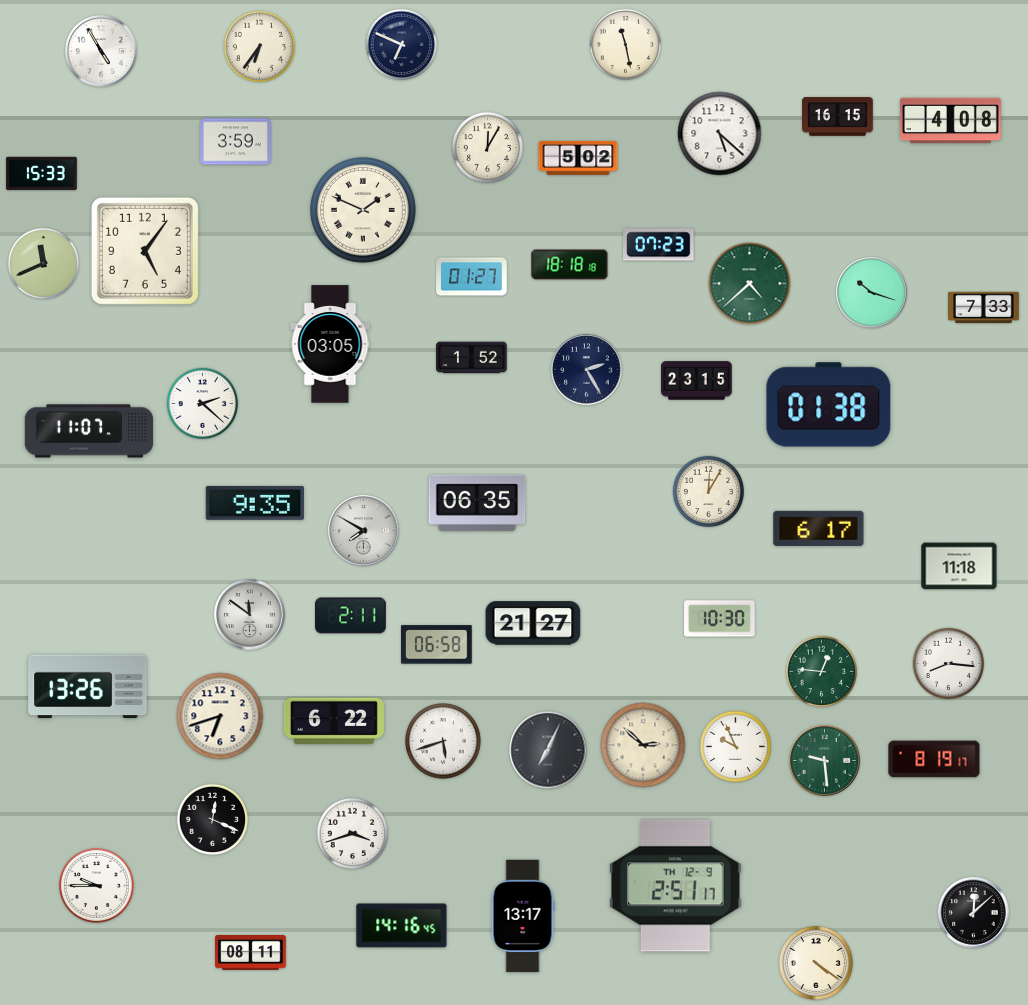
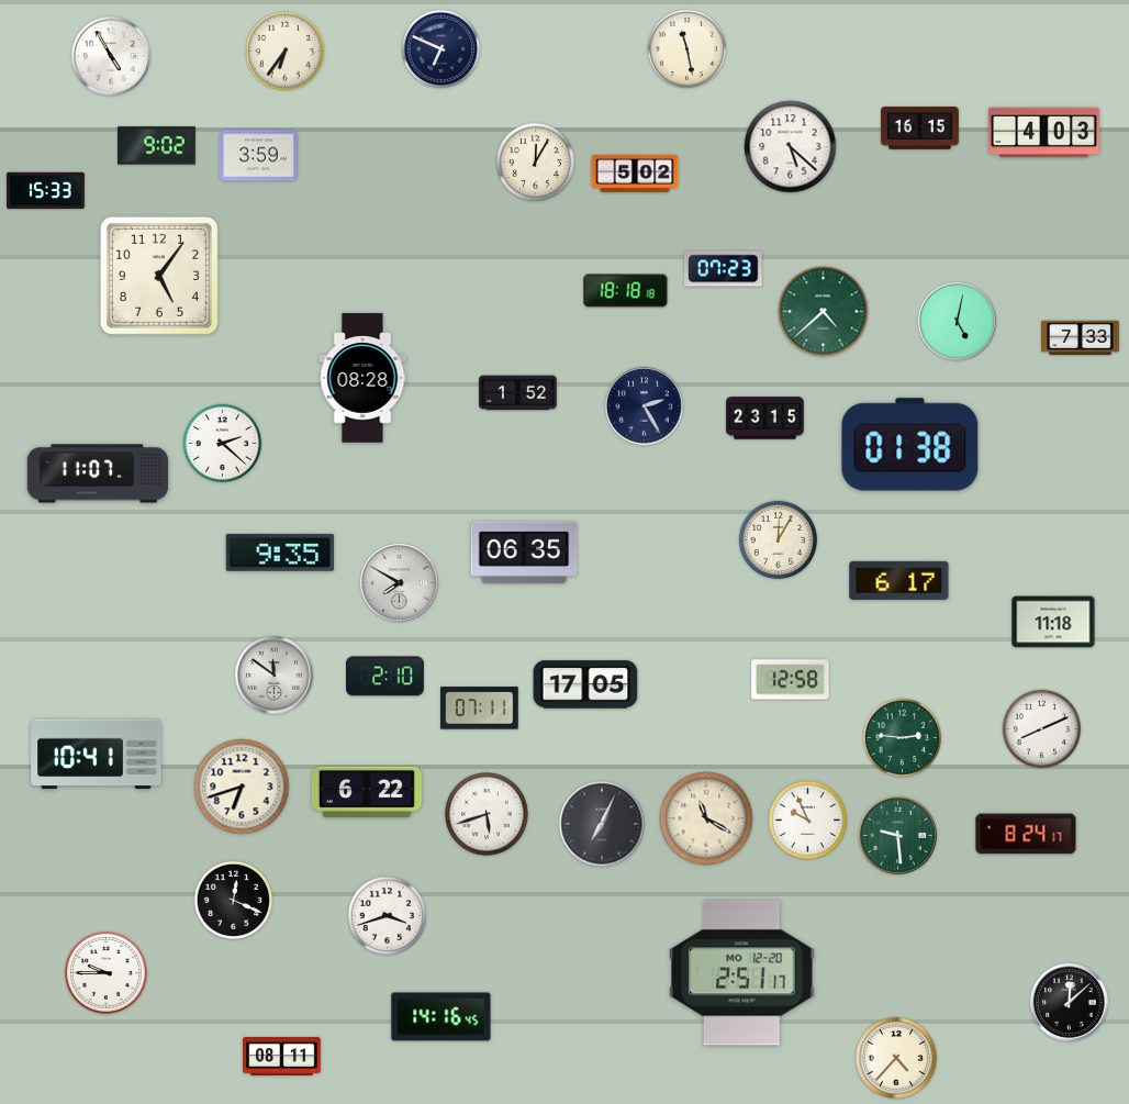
clock at (951, 121): 4:08 -> 4:03
clock at (157, 146): none -> 9:02
clock at (364, 211): 1:49 -> none
clock at (43, 263): 11:41 -> none
clock at (472, 277): 01:27 -> none
clock at (872, 293): 10:18 -> 5:02
clock at (330, 344): 03:05 -> 08:28
clock at (351, 616): 2:11 -> 2:10
clock at (720, 619): 10:30 -> 12:58
clock at (533, 623): 21:27 -> 17:05
clock at (437, 645): 06:58 -> 07:11
clock at (948, 663): 8:16 -> 8:11
clock at (821, 671): 12:46 -> 2:46
clock at (88, 687): 13:26 -> 10:41
clock at (643, 745): 2:52 -> 11:20
clock at (934, 759): 8:19 -> 8:24
clock at (825, 761) position: (825, 761) -> (898, 836)
clock at (676, 886) date: TH 12-9 -> MO 12-20
clock at (523, 916): 13:17 -> none
clock at (251, 953) position: (251, 953) -> (282, 1057)
clock at (816, 963): 4:21 -> 4:37
